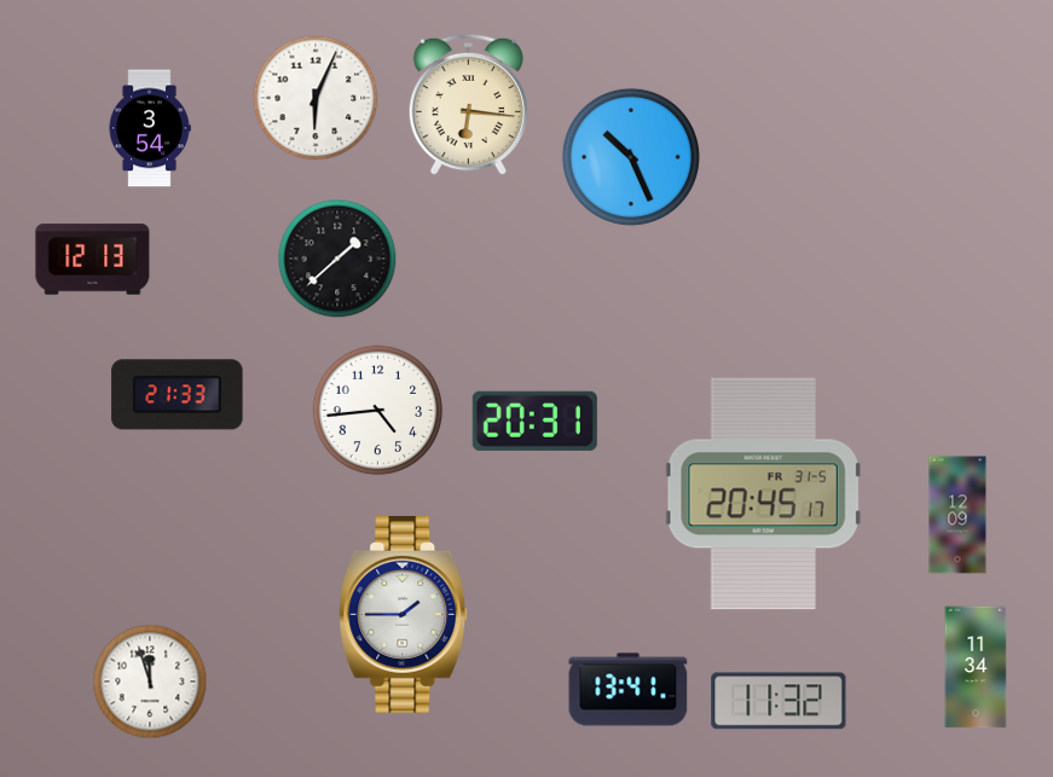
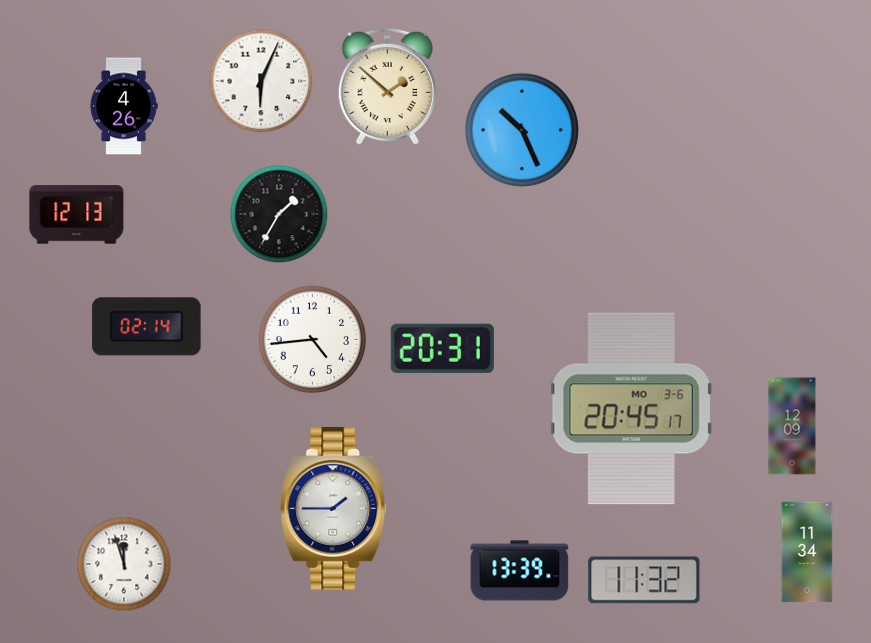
clock at (468, 105): 6:16 -> 1:52
clock at (150, 128): 3:54 -> 4:26
clock at (337, 259): 1:38 -> 1:35
clock at (178, 395): 21:33 -> 02:14
clock at (763, 494) date: FR 31-5 -> MO 3-6
clock at (629, 690): 13:41 -> 13:39
